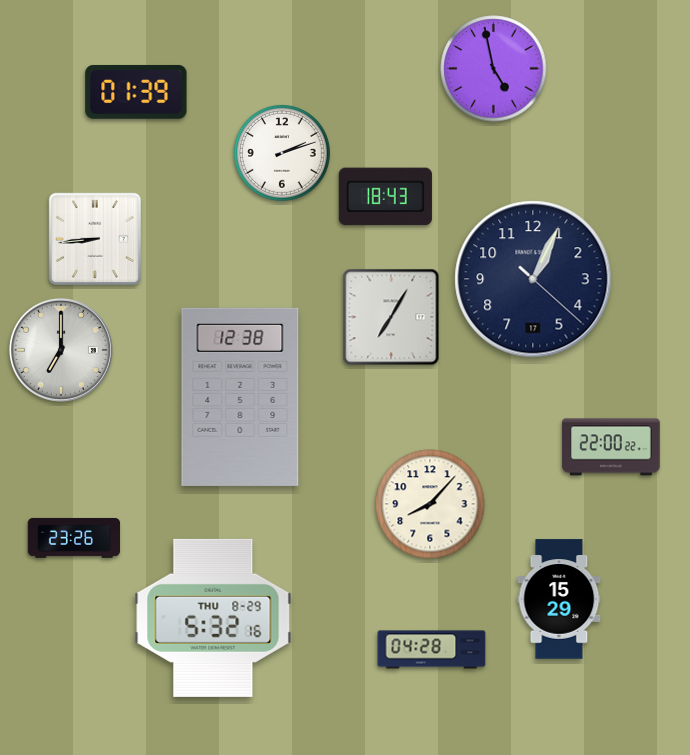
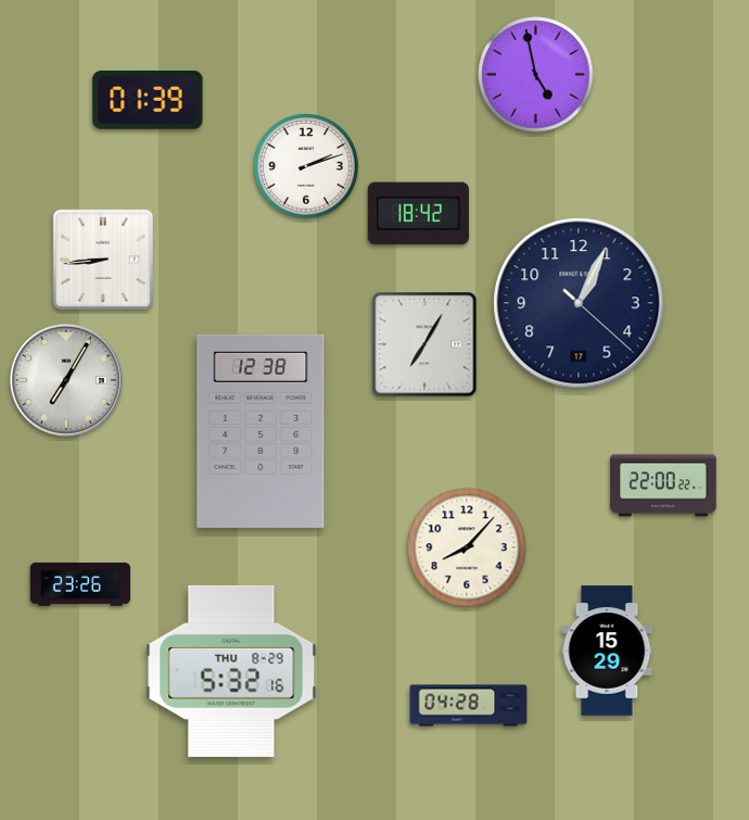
clock at (385, 197): 18:43 -> 18:42
clock at (61, 350): 7:00 -> 7:05
